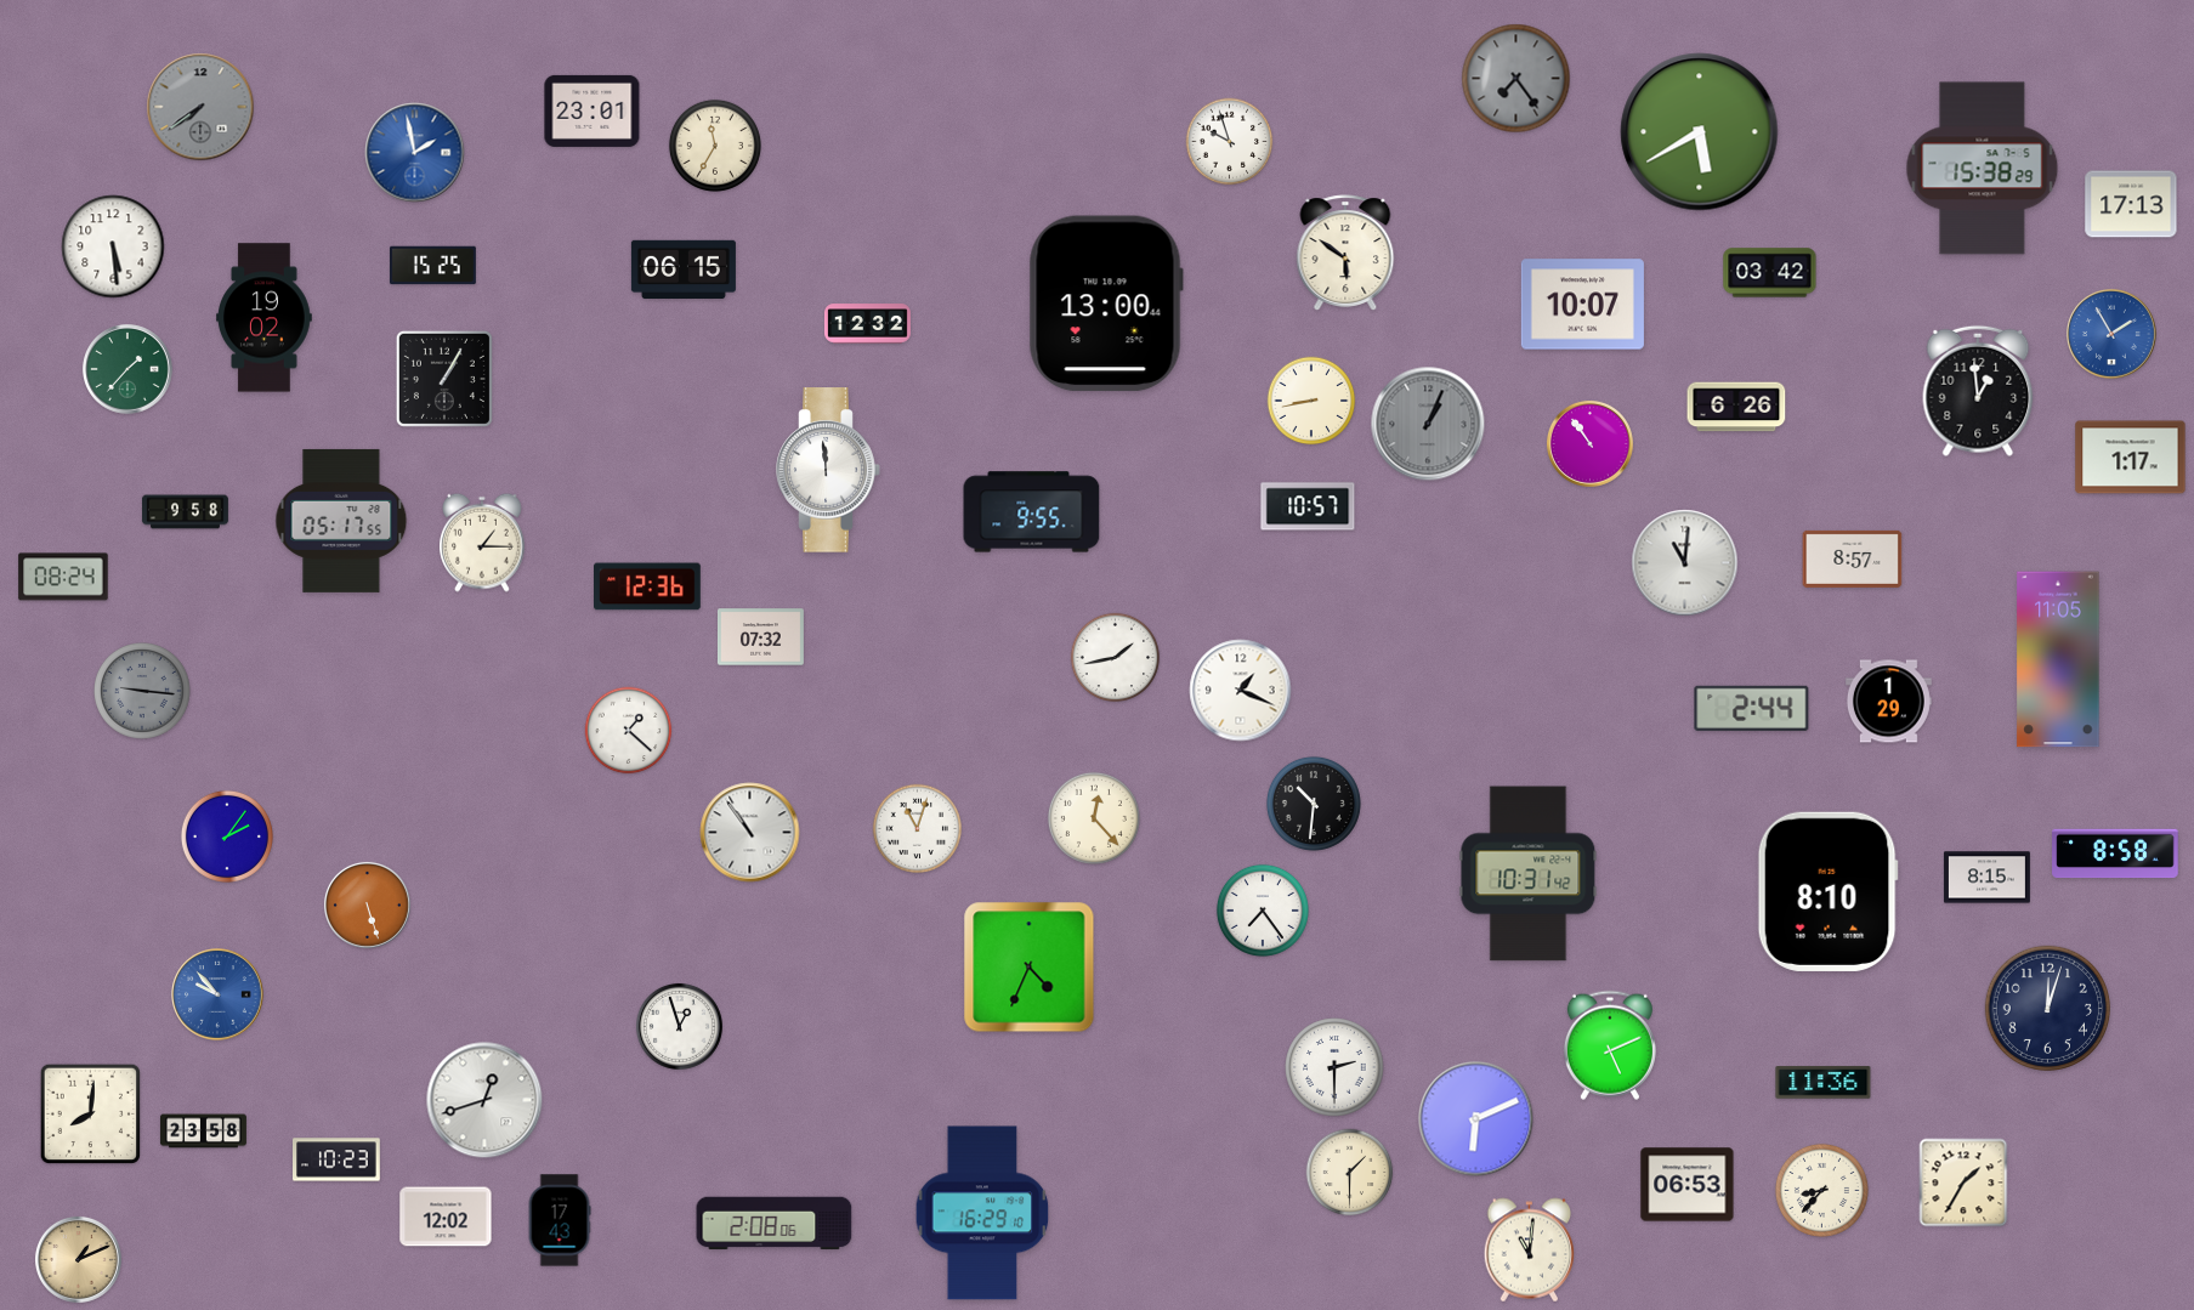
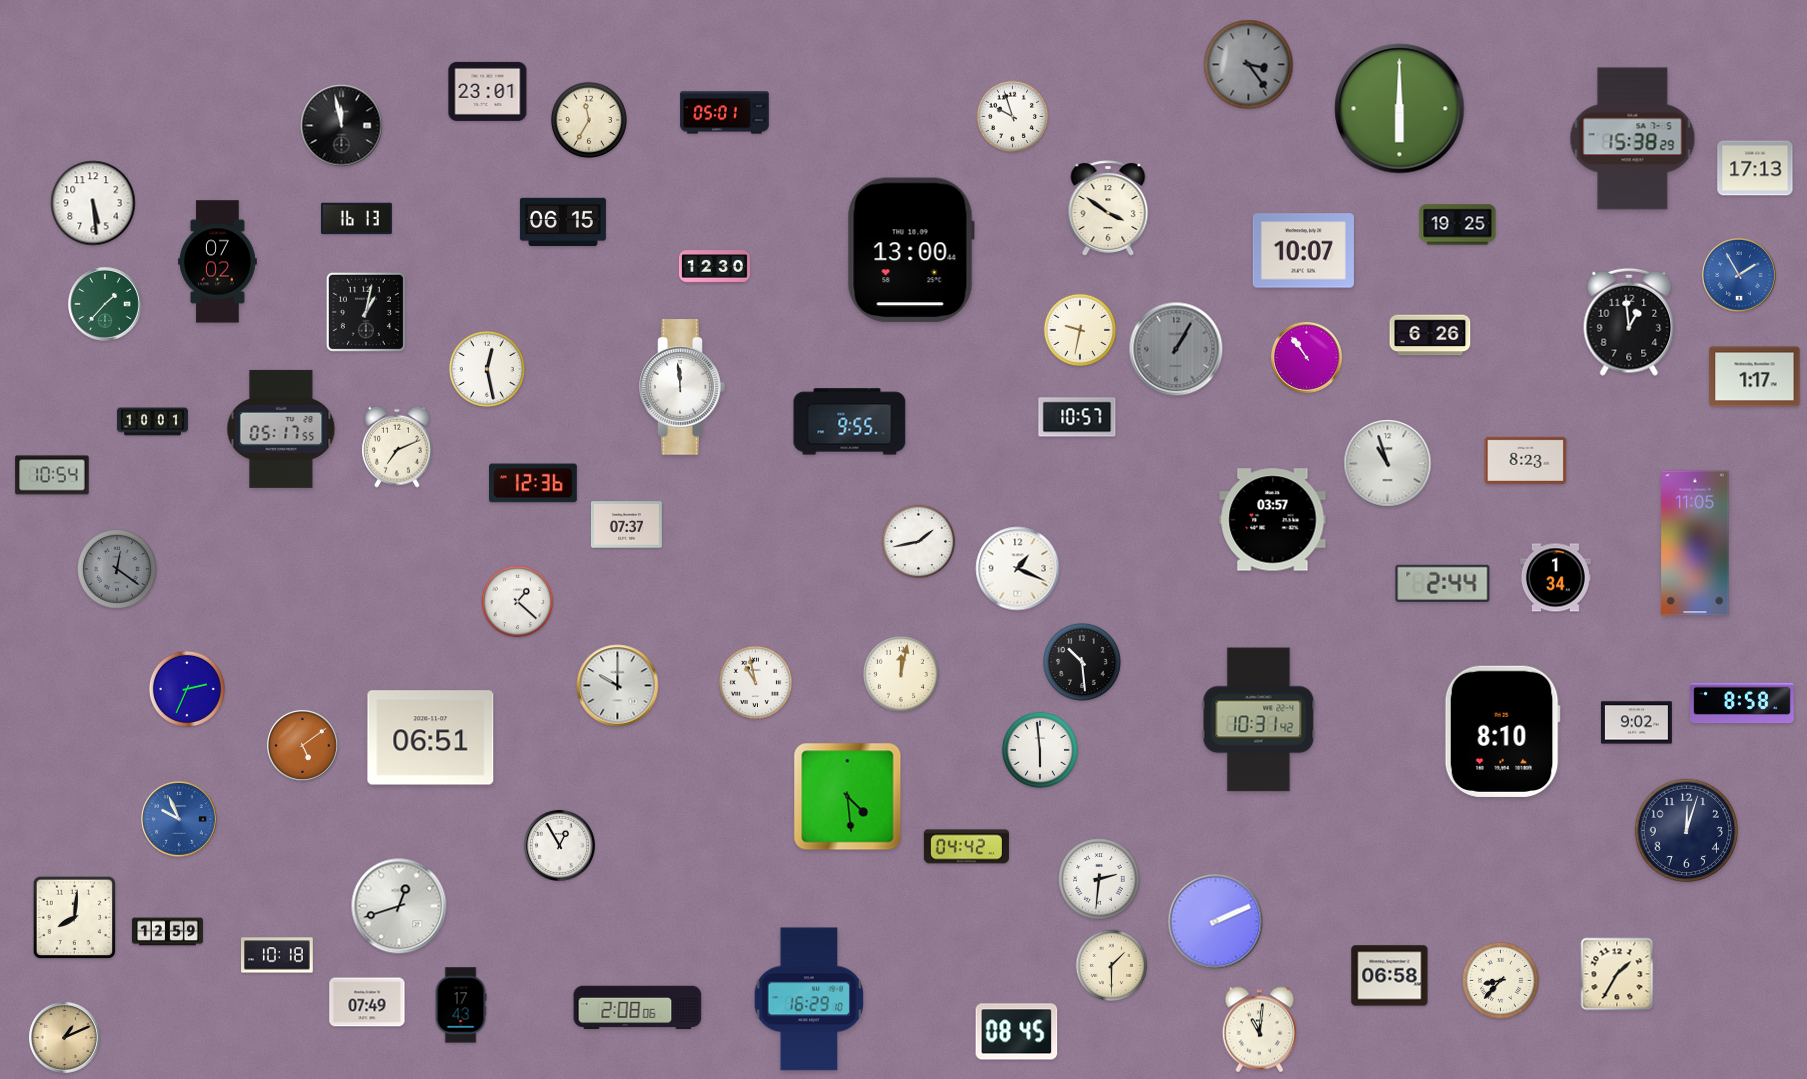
clock at (1516, 79): 7:24 -> 3:24
clock at (200, 107): 7:39 -> none
clock at (1700, 132): 5:40 -> 6:00
clock at (725, 113): none -> 05:01
clock at (415, 153): 1:58 -> 11:58
clock at (415, 153) dial: blue -> black
clock at (1345, 253): 5:51 -> 3:51
clock at (432, 266): 15:25 -> 16:13
clock at (1770, 273): 03:42 -> 19:25
clock at (265, 318): 19:02 -> 07:02
clock at (867, 324): 12:32 -> 12:30
clock at (444, 379): 1:05 -> 1:02
clock at (1311, 401): 8:43 -> 9:32
clock at (1428, 424): 1:04 -> 1:05
clock at (1589, 443) position: (1589, 443) -> (1306, 357)
clock at (487, 369): none -> 12:28
clock at (185, 512): 9:58 -> 10:01
clock at (482, 543): 1:15 -> 7:11
clock at (1853, 558): 8:57 -> 8:23
clock at (1685, 563): 11:01 -> 10:57
clock at (63, 577): 08:24 -> 10:54
clock at (1273, 520): none -> 03:57
clock at (760, 637): 07:32 -> 07:37
clock at (1241, 691) position: (1241, 691) -> (1018, 569)
clock at (143, 692): 9:16 -> 12:21
clock at (1888, 702): 1:29 -> 1:34
clock at (1314, 804): 10:31 -> 10:29
clock at (1094, 818): 12:23 -> 12:02
clock at (918, 829): 11:03 -> 10:58
clock at (750, 833): 10:54 -> 10:00
clock at (227, 837): 2:06 -> 2:34
clock at (1986, 878): 8:15 -> 9:02
clock at (1827, 891) position: (1827, 891) -> (1502, 731)
clock at (431, 738): none -> 06:51
clock at (367, 904): 5:27 -> 5:09
clock at (1263, 911): 7:24 -> 5:59
clock at (1030, 968): 4:34 -> 4:29
clock at (217, 994): 9:53 -> 9:56
clock at (679, 1026): 12:57 -> 12:55
clock at (966, 847): none -> 04:42
clock at (1610, 1045): 5:11 -> none
clock at (1334, 1067): 2:30 -> 2:31
clock at (1824, 1083): 11:36 -> none
clock at (1476, 1119): 6:11 -> 2:11
clock at (203, 1132): 23:58 -> 12:59
clock at (338, 1159): 10:23 -> 10:18
clock at (1688, 1185): 06:53 -> 06:58
clock at (446, 1217): 12:02 -> 07:49
clock at (1017, 1032): none -> 08:45
